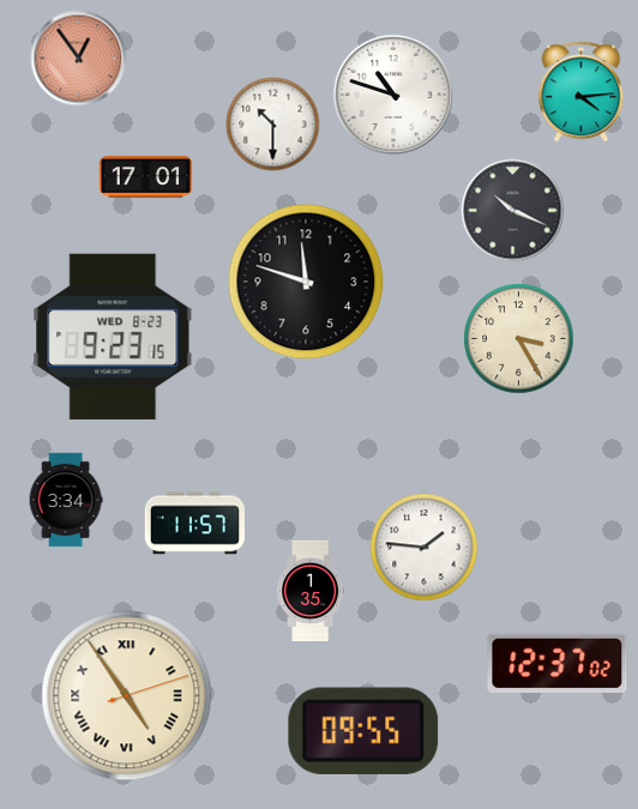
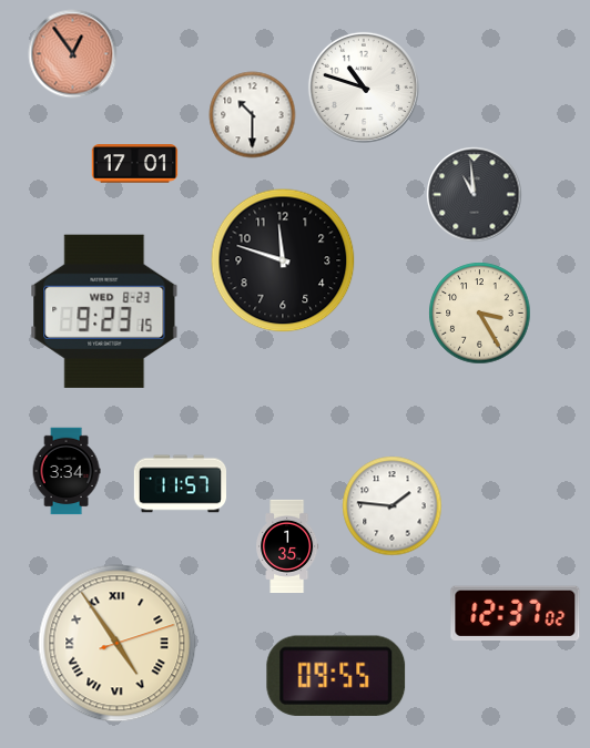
clock at (582, 91): 4:14 -> none
clock at (512, 210): 10:19 -> 10:59
clock at (66, 500) position: (66, 500) -> (67, 471)
